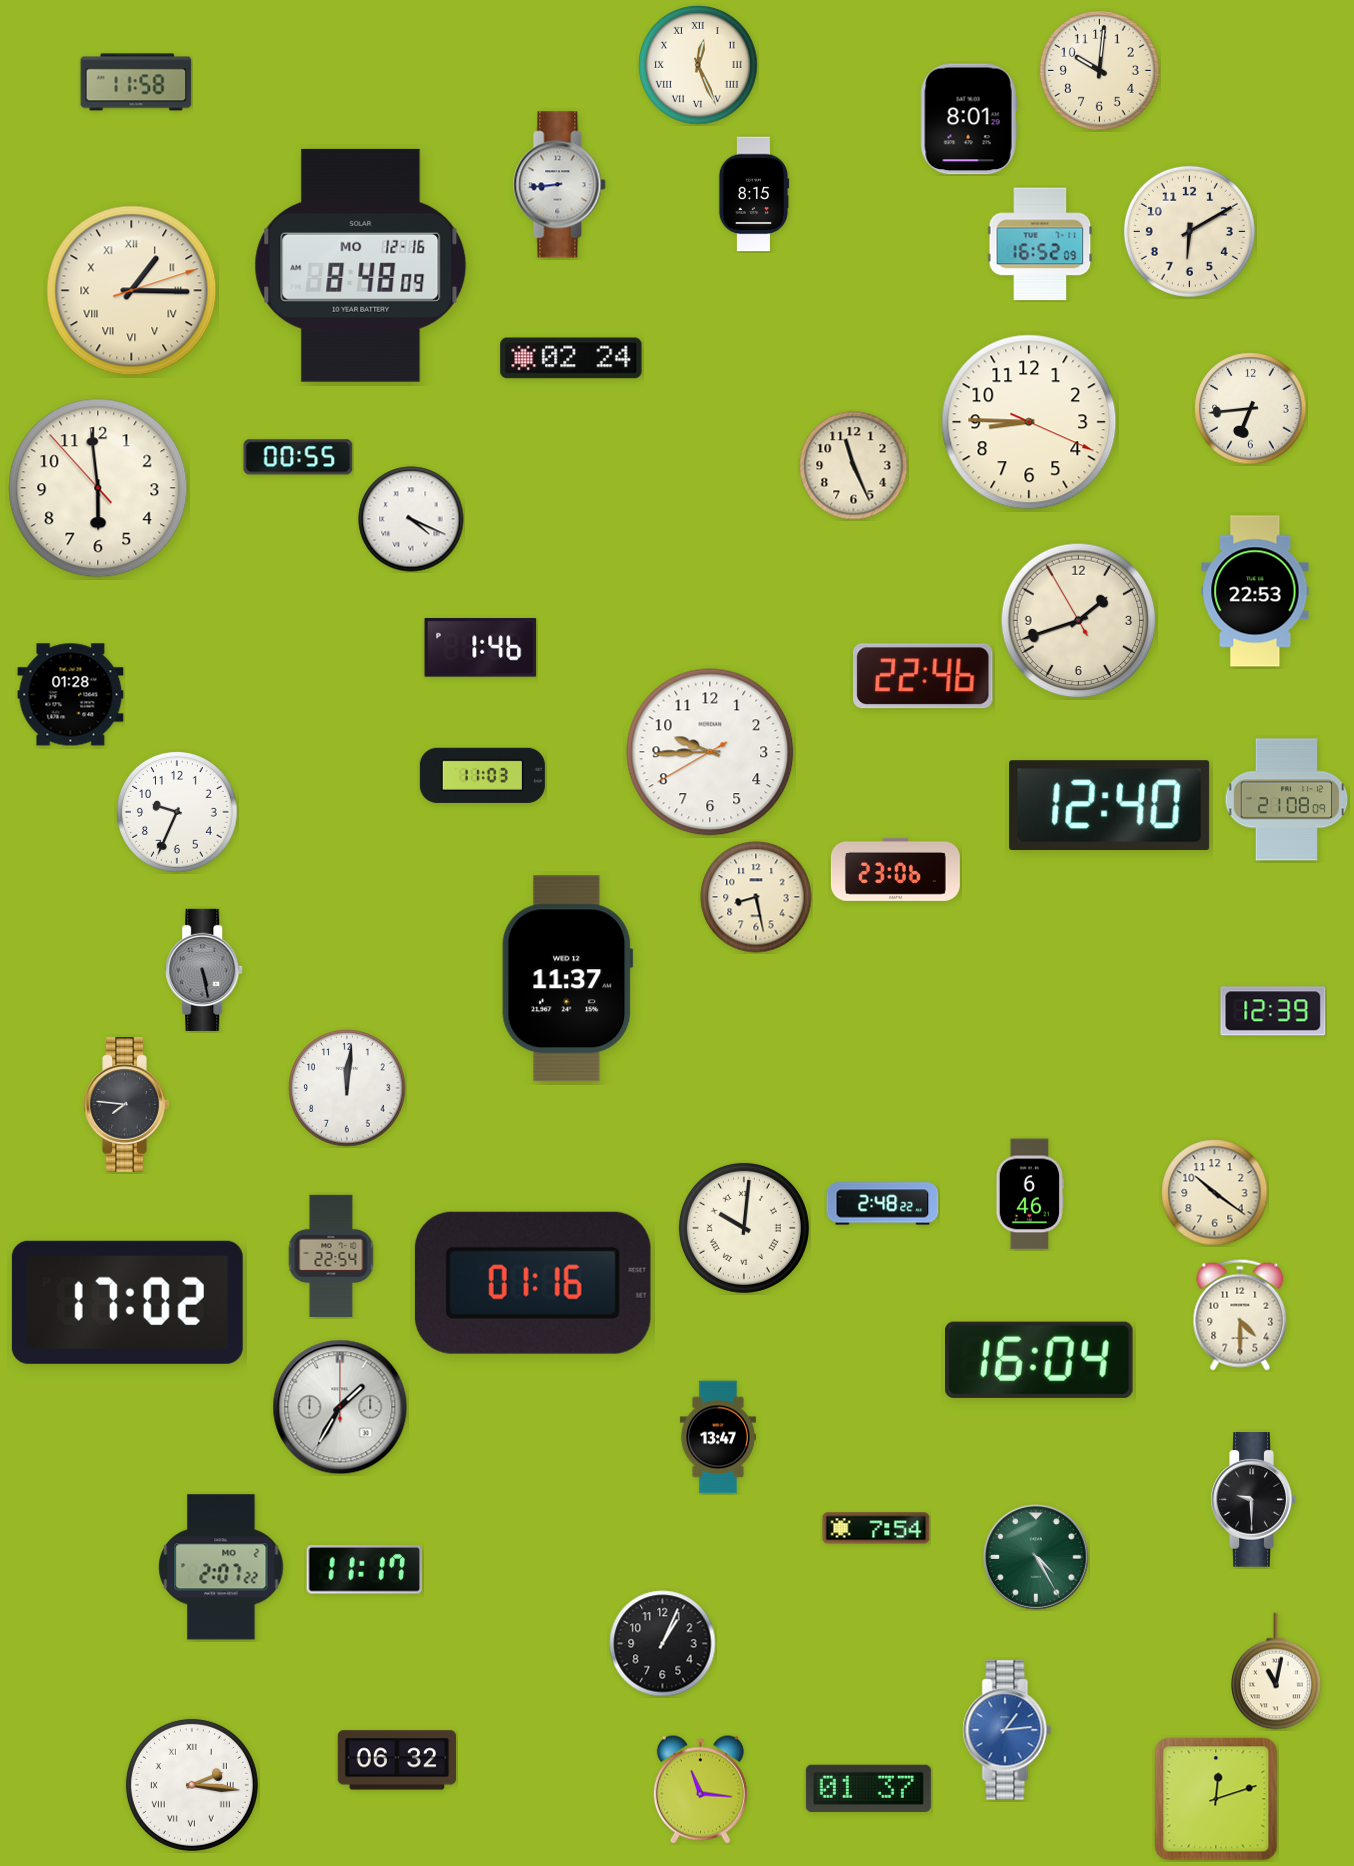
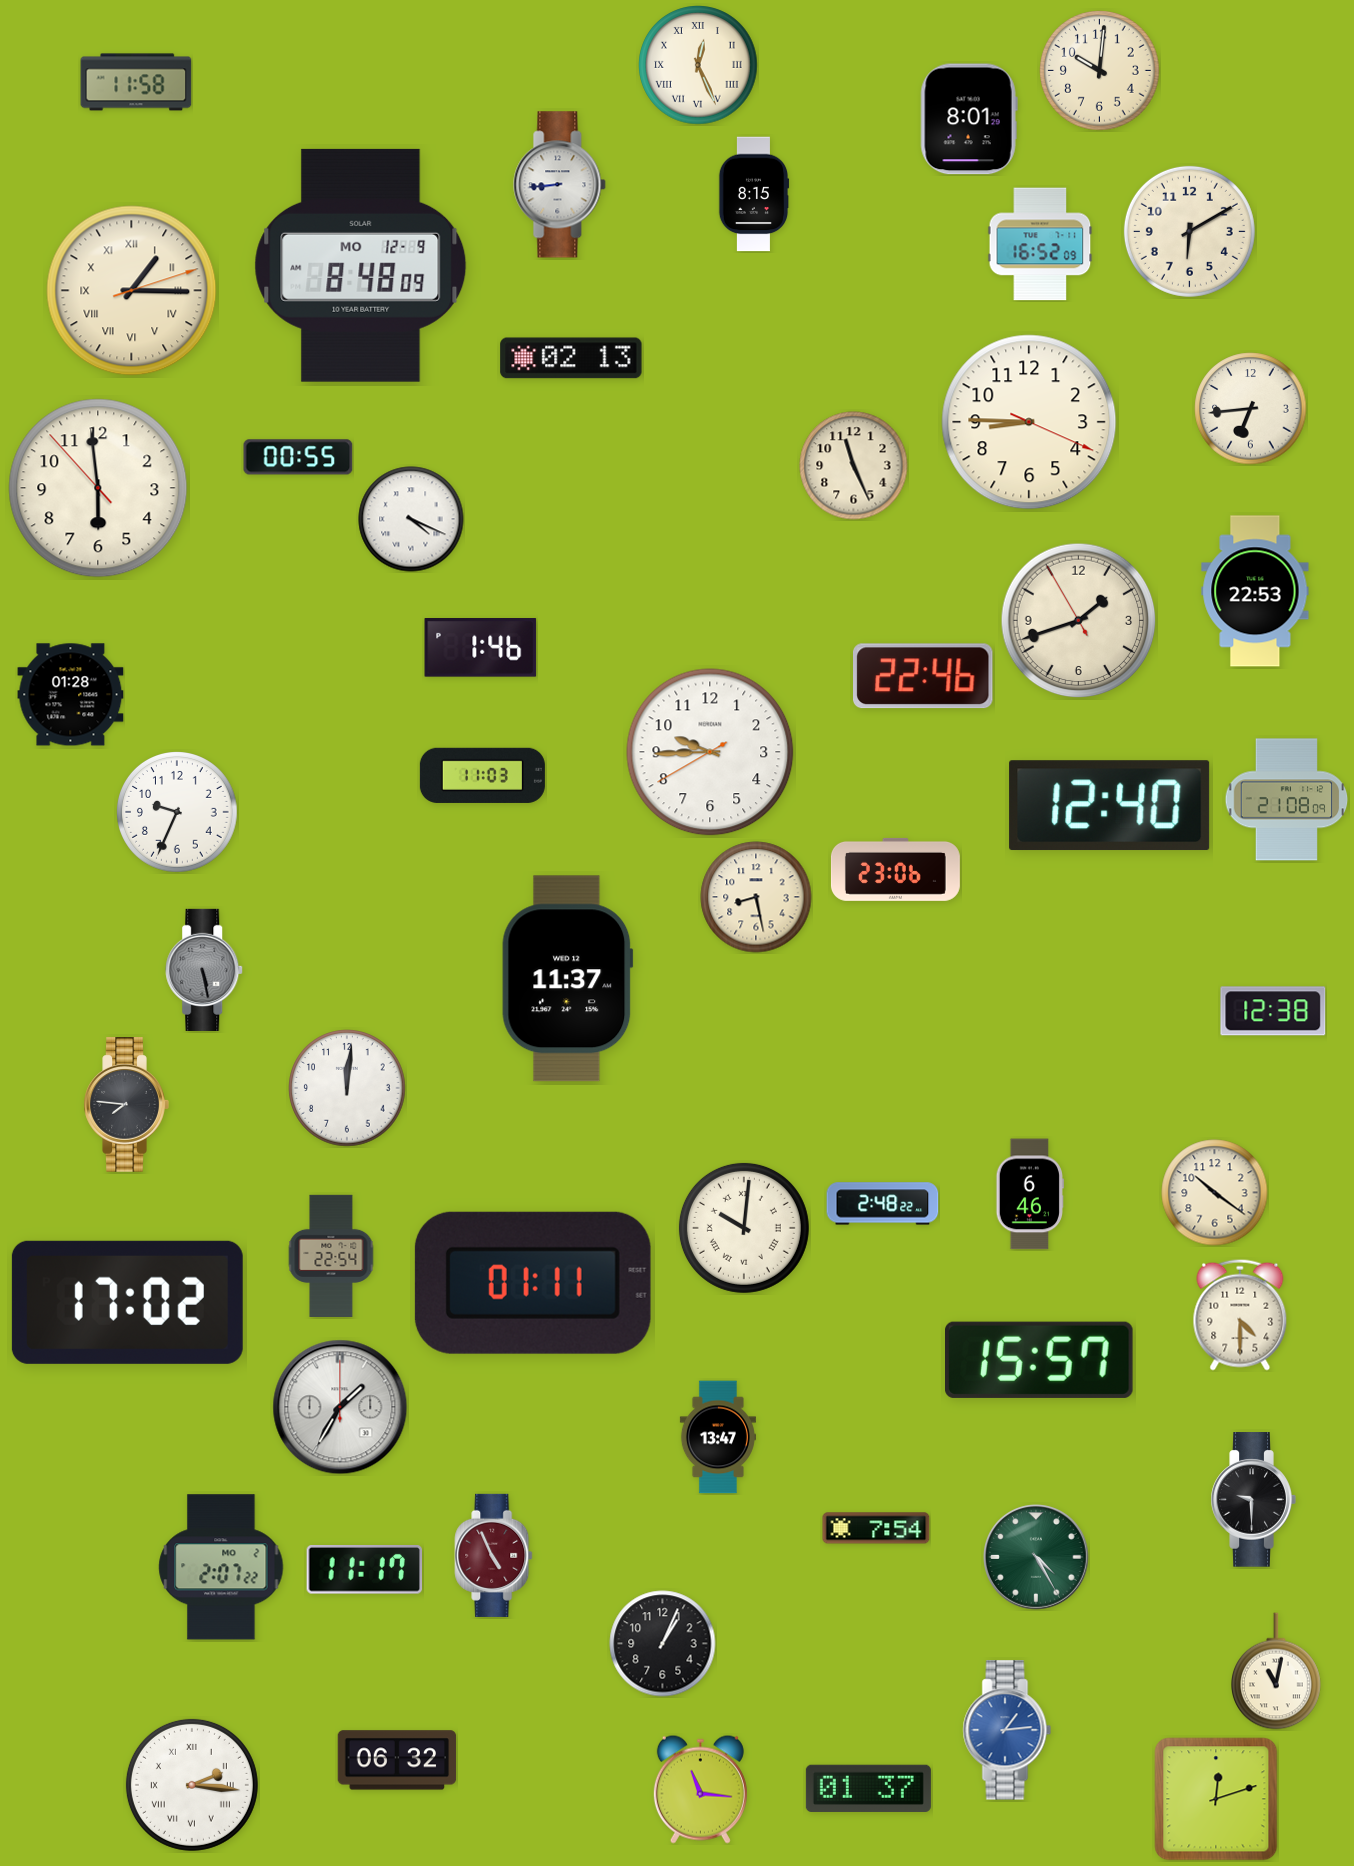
clock at (361, 265) date: MO 12-16 -> MO 12-9
clock at (571, 358): 02:24 -> 02:13
clock at (1273, 1011): 12:39 -> 12:38
clock at (533, 1283): 01:16 -> 01:11
clock at (1040, 1360): 16:04 -> 15:57
clock at (494, 1555): none -> 4:56
